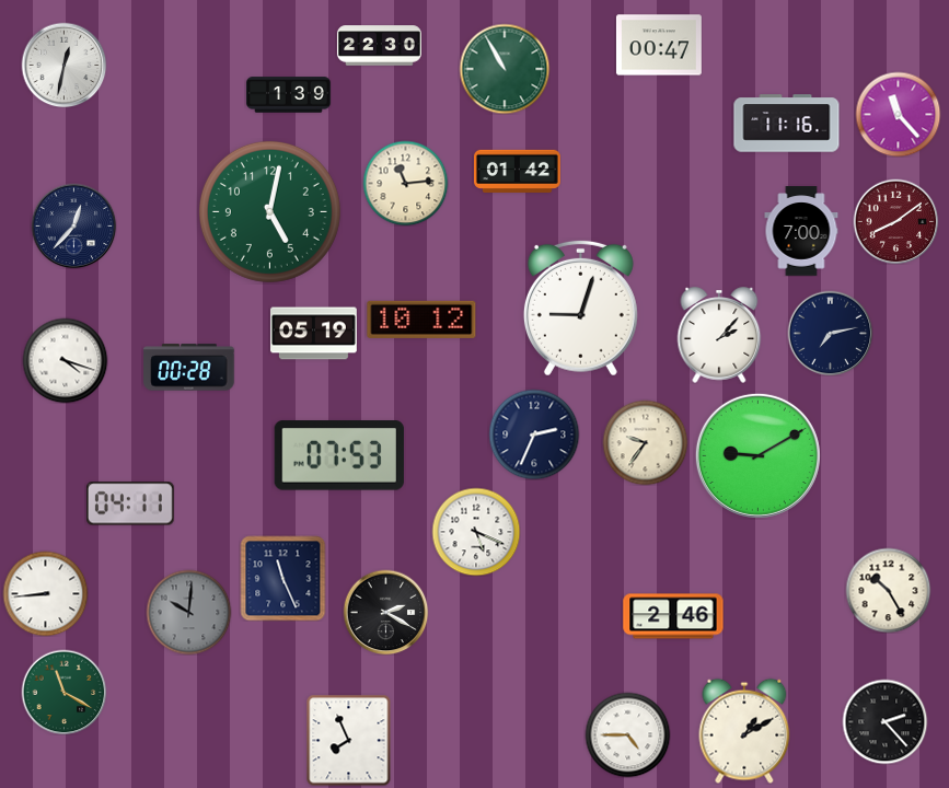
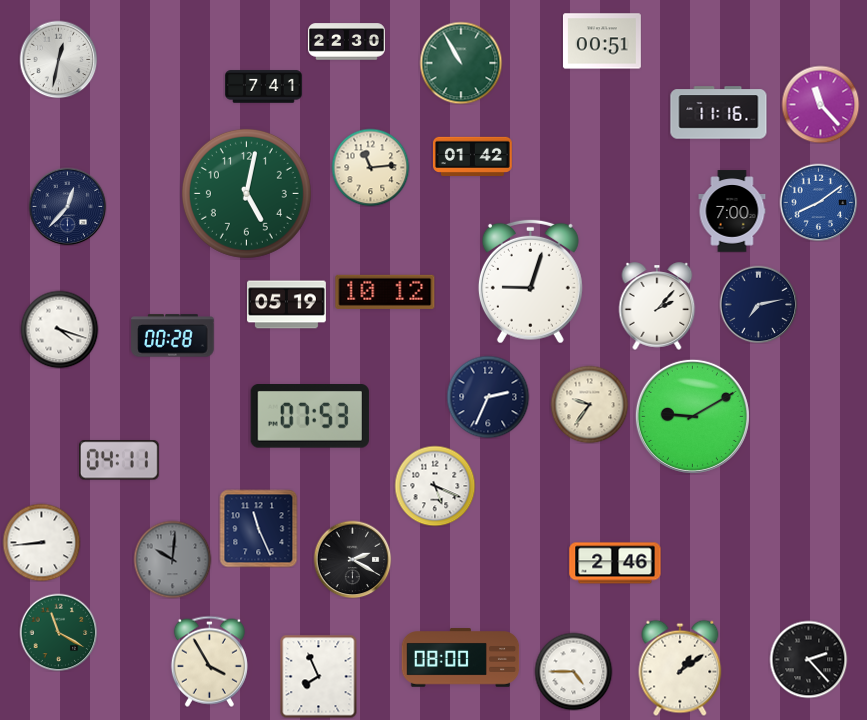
clock at (659, 45): 00:47 -> 00:51
clock at (288, 95): 1:39 -> 7:41
clock at (895, 221) dial: burgundy -> blue
clock at (888, 590): 10:25 -> none
clock at (461, 658): none -> 08:00
clock at (209, 661): none -> 3:55
clock at (744, 731): 1:10 -> 1:09
